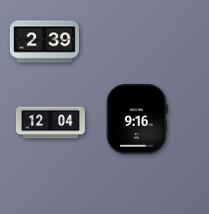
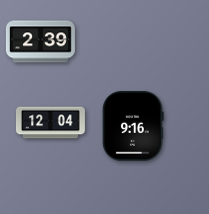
clock at (44, 42) position: (44, 42) -> (40, 42)
clock at (137, 120) position: (137, 120) -> (133, 127)
